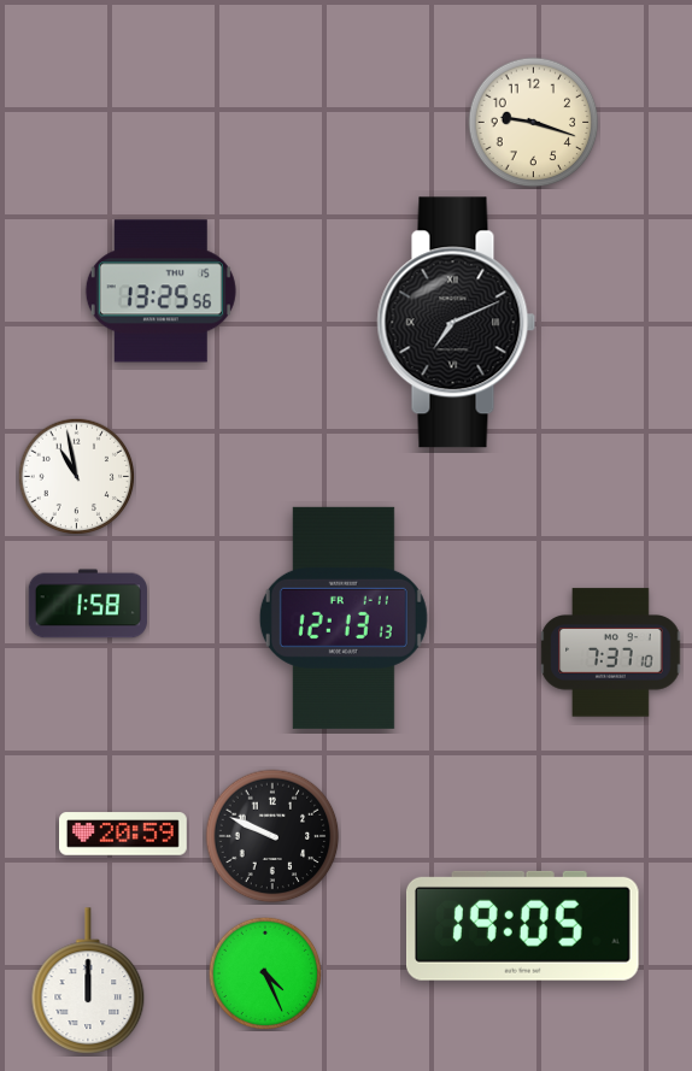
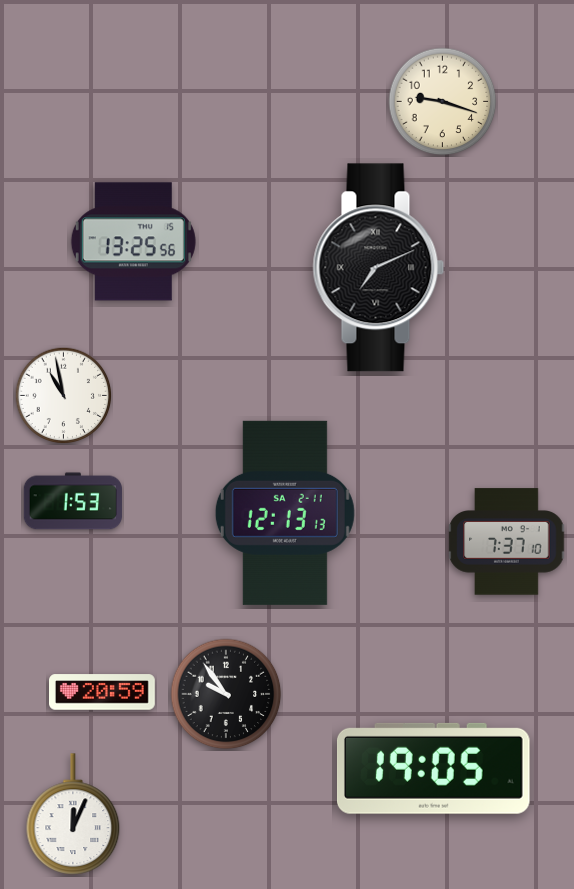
clock at (87, 604): 1:58 -> 1:53
clock at (344, 618) date: FR 1-11 -> SA 2-11
clock at (272, 836): 9:49 -> 9:54
clock at (265, 973): 4:26 -> none
clock at (88, 981): 12:00 -> 12:04
